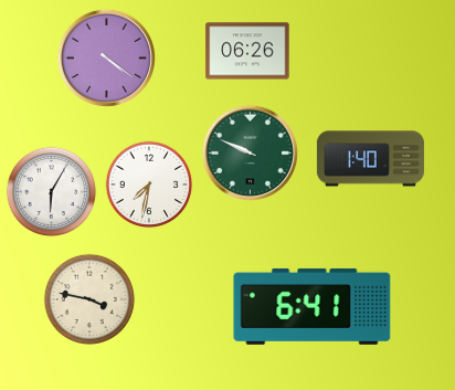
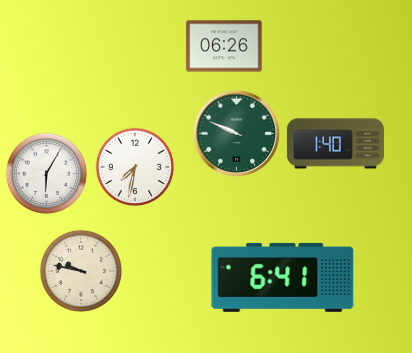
clock at (106, 57): 4:21 -> none
clock at (250, 152) position: (250, 152) -> (236, 133)
clock at (89, 299): 3:47 -> 9:47
